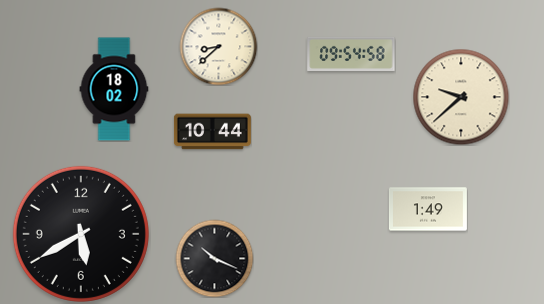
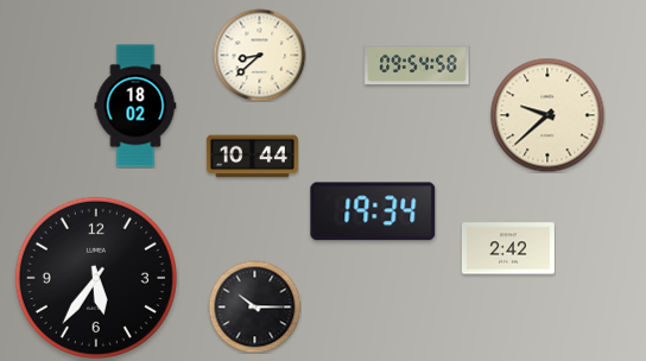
clock at (373, 211): none -> 19:34
clock at (428, 209): 1:49 -> 2:42
clock at (81, 234): 5:40 -> 5:36
clock at (214, 258): 10:19 -> 10:15
